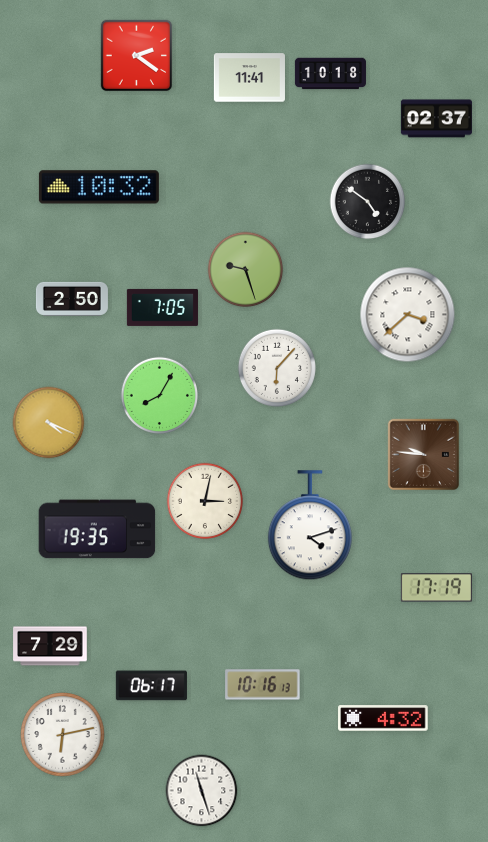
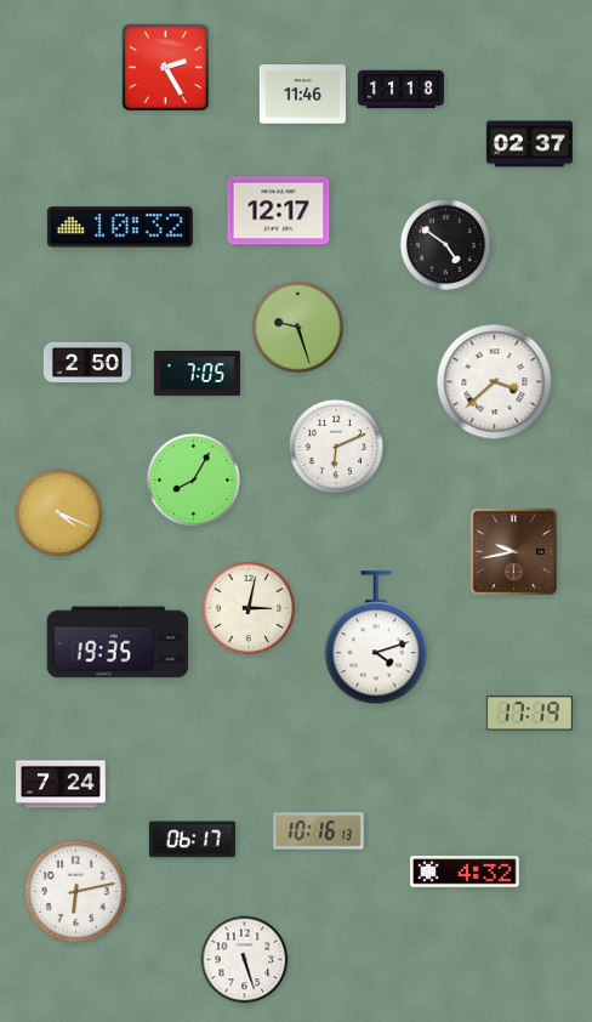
clock at (137, 56): 2:21 -> 2:25
clock at (330, 74): 10:18 -> 11:18
clock at (249, 78): 11:41 -> 11:46
clock at (279, 211): none -> 12:17
clock at (277, 368): 6:07 -> 6:11
clock at (424, 455): 9:46 -> 9:43
clock at (50, 646): 7:29 -> 7:24
clock at (151, 686) position: (151, 686) -> (192, 840)
clock at (202, 791): 11:27 -> 5:27
